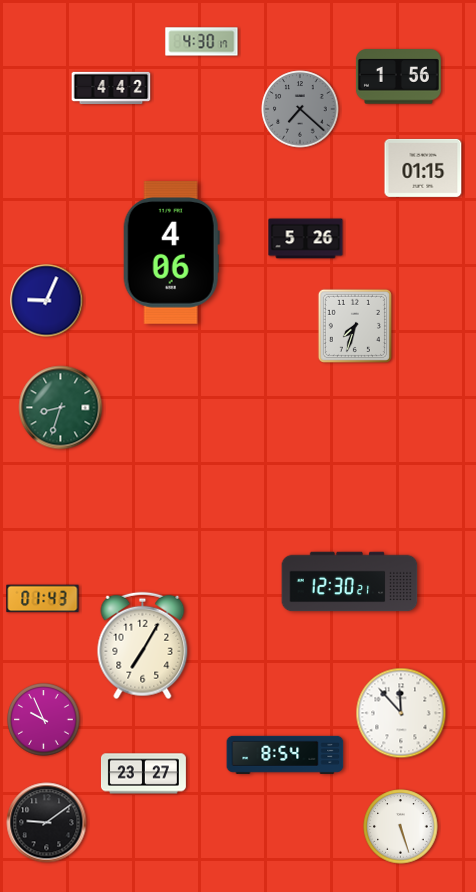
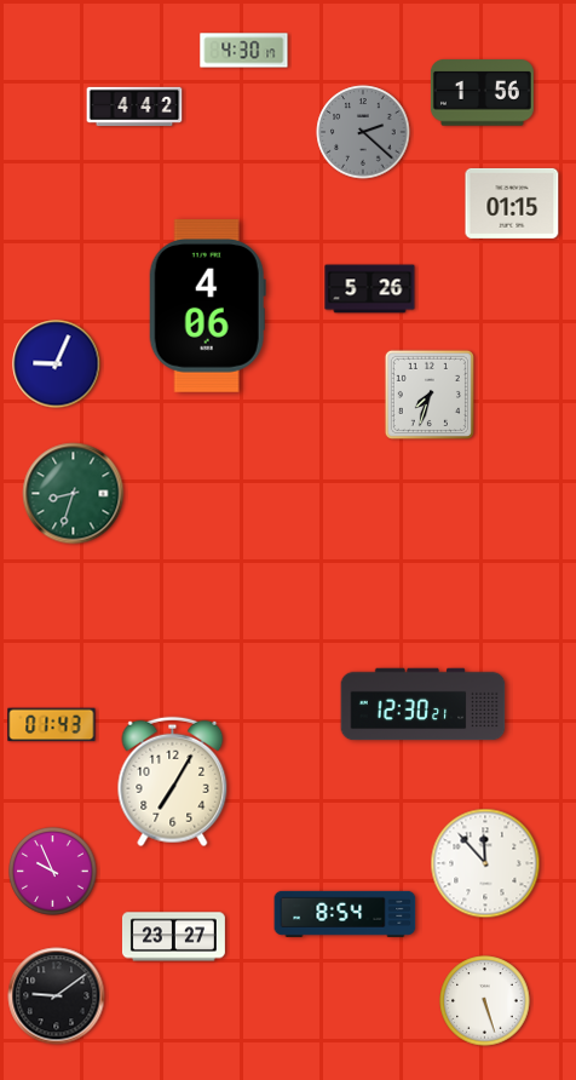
clock at (300, 109): 7:22 -> 2:22
